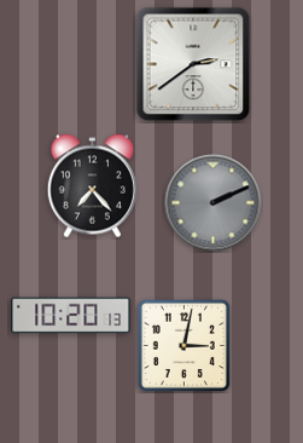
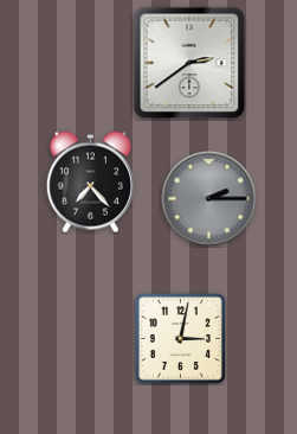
clock at (214, 203): 2:11 -> 2:15
clock at (71, 316): 10:20 -> none
